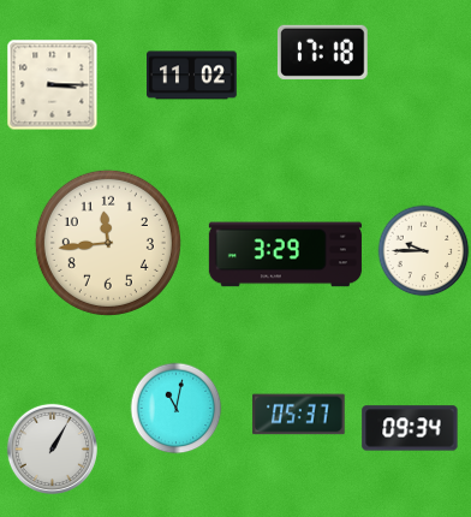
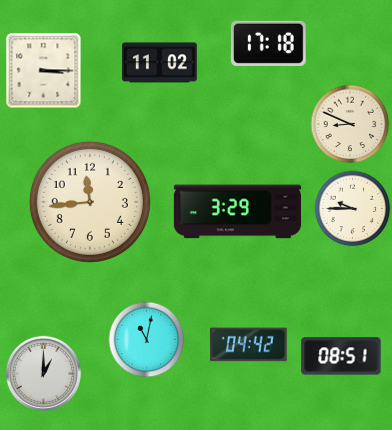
clock at (350, 124): none -> 8:49
clock at (299, 415): 05:37 -> 04:42
clock at (410, 428): 09:34 -> 08:51
clock at (52, 448): 1:05 -> 1:00
